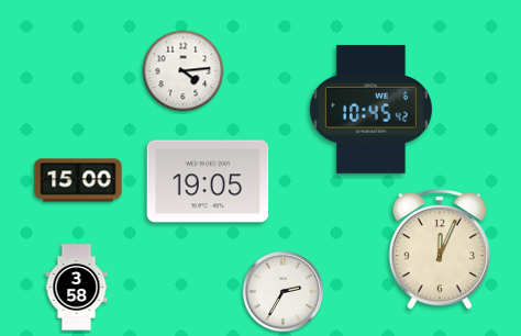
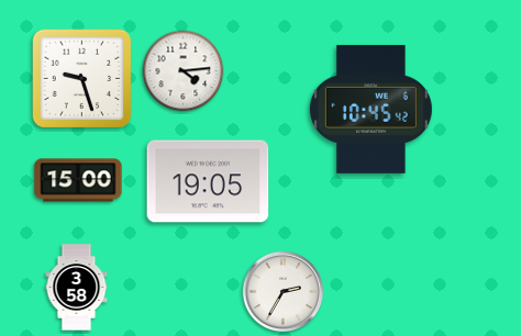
clock at (82, 79): none -> 9:27
clock at (439, 249): 12:04 -> none
